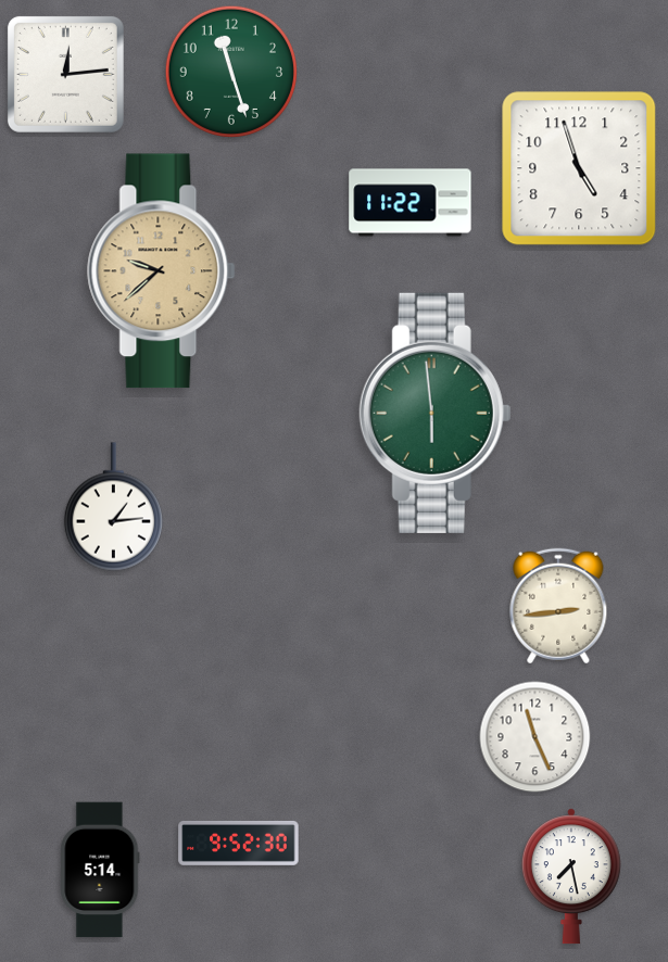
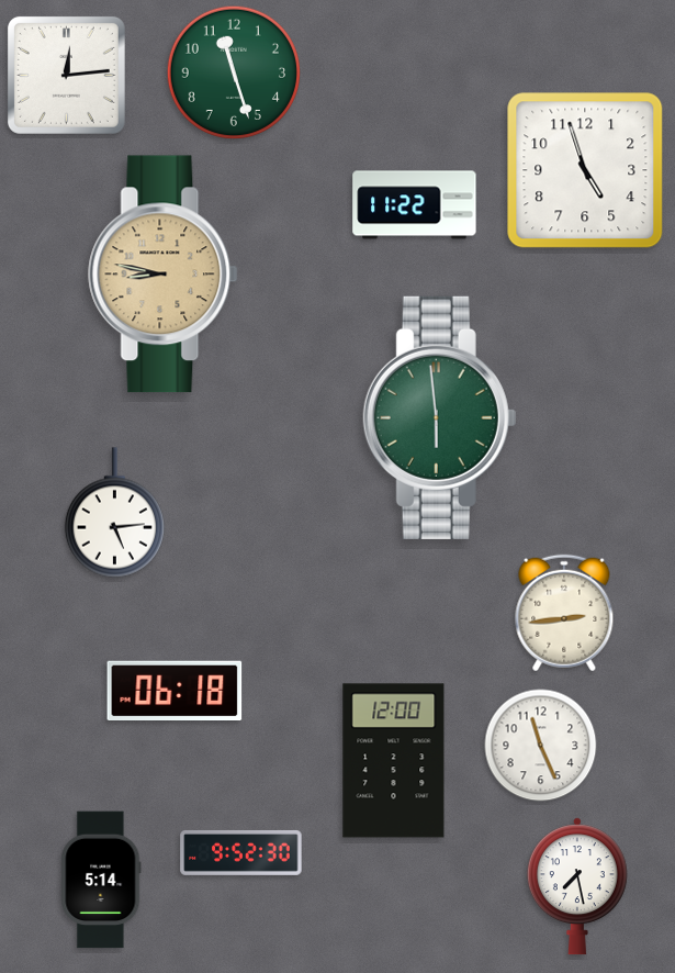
clock at (162, 271): 9:38 -> 8:47
clock at (113, 507): 1:14 -> 5:14
clock at (175, 690): none -> 06:18
clock at (394, 761): none -> 12:00
